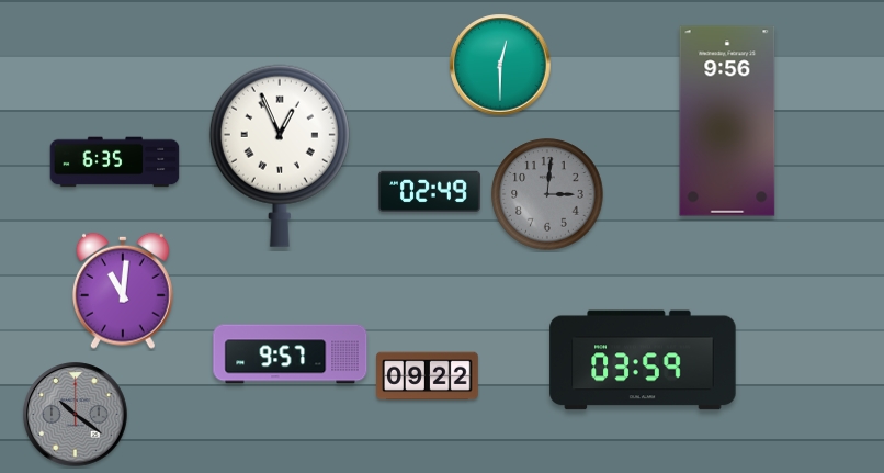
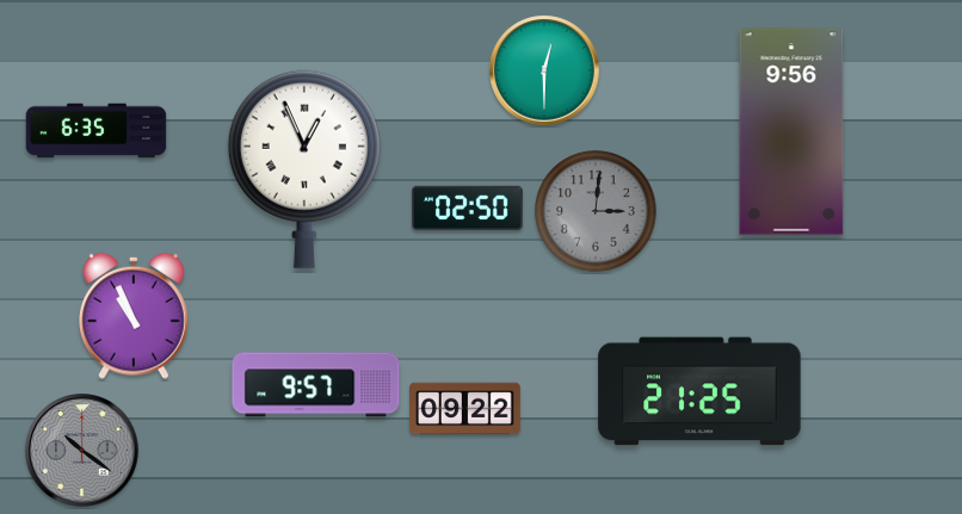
clock at (115, 162) position: (115, 162) -> (97, 131)
clock at (430, 191): 02:49 -> 02:50
clock at (123, 291): 11:01 -> 10:56
clock at (643, 360): 03:59 -> 21:25
